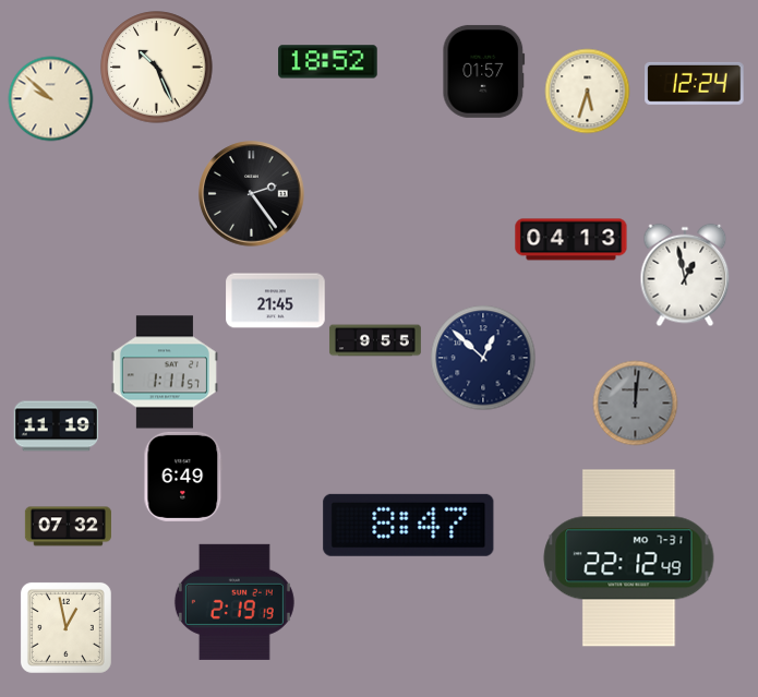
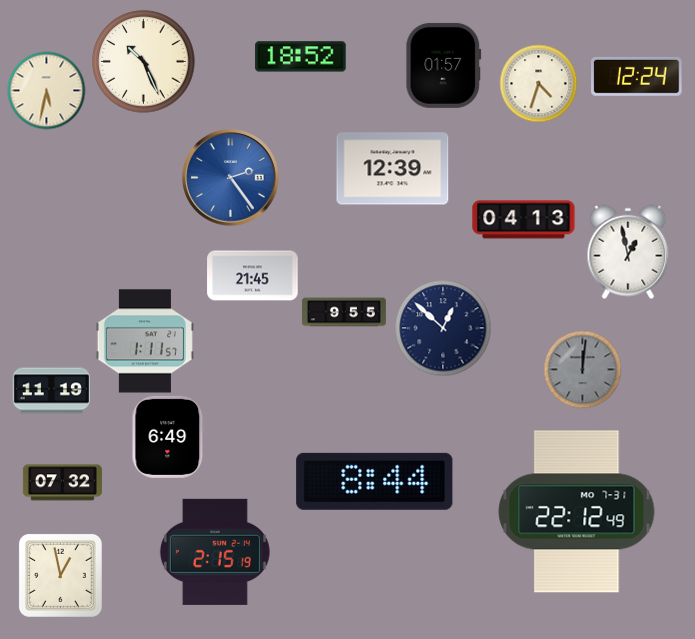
clock at (587, 91): 5:33 -> 4:33
clock at (50, 98): 9:52 -> 5:32
clock at (393, 169): none -> 12:39
clock at (252, 194) dial: black -> blue
clock at (165, 372) position: (165, 372) -> (145, 341)
clock at (409, 525): 8:47 -> 8:44
clock at (234, 602): 2:19 -> 2:15
